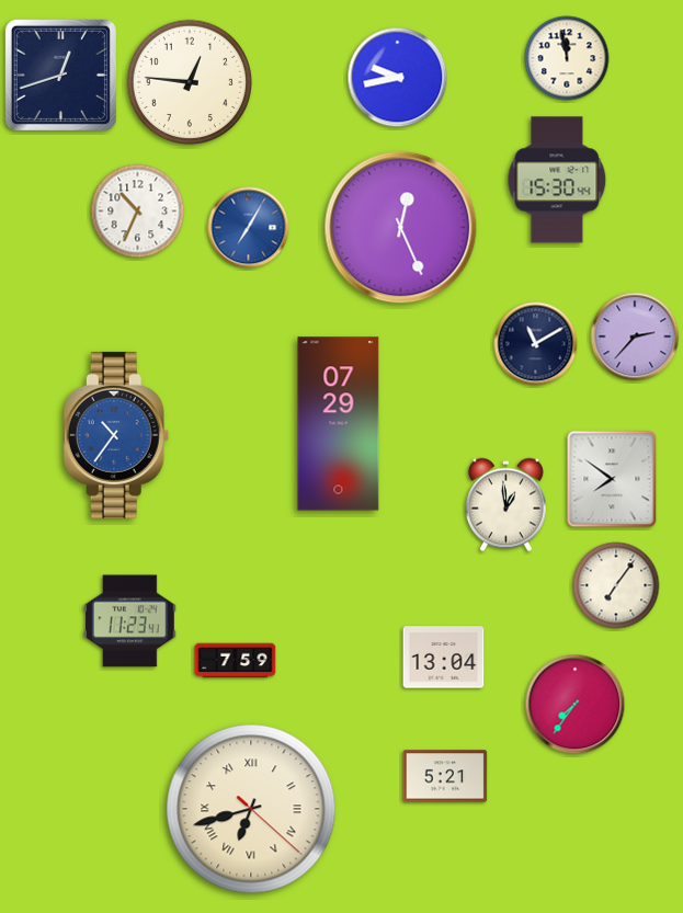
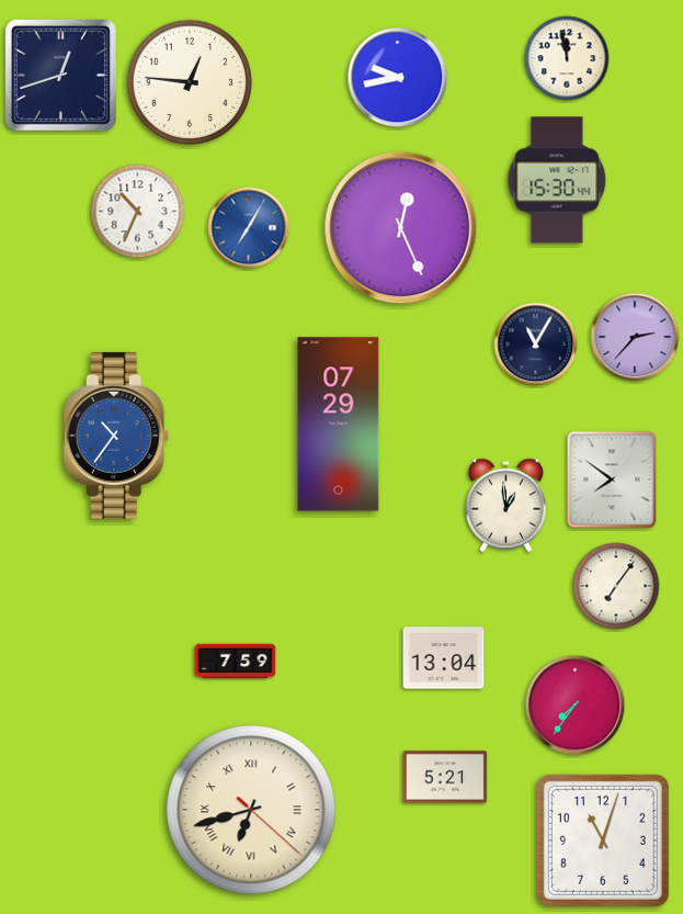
clock at (536, 344): 11:10 -> 11:05
clock at (130, 621): 11:23 -> none
clock at (603, 840): none -> 11:03
